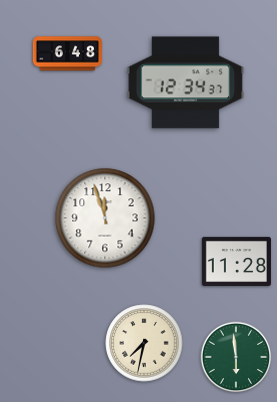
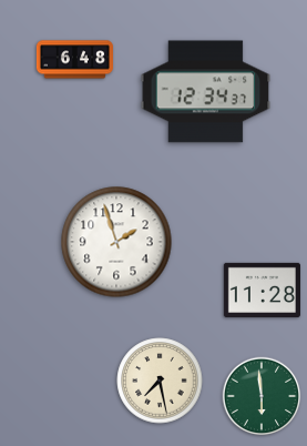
clock at (105, 218): 11:57 -> 1:57
clock at (144, 343): 7:32 -> 7:28
